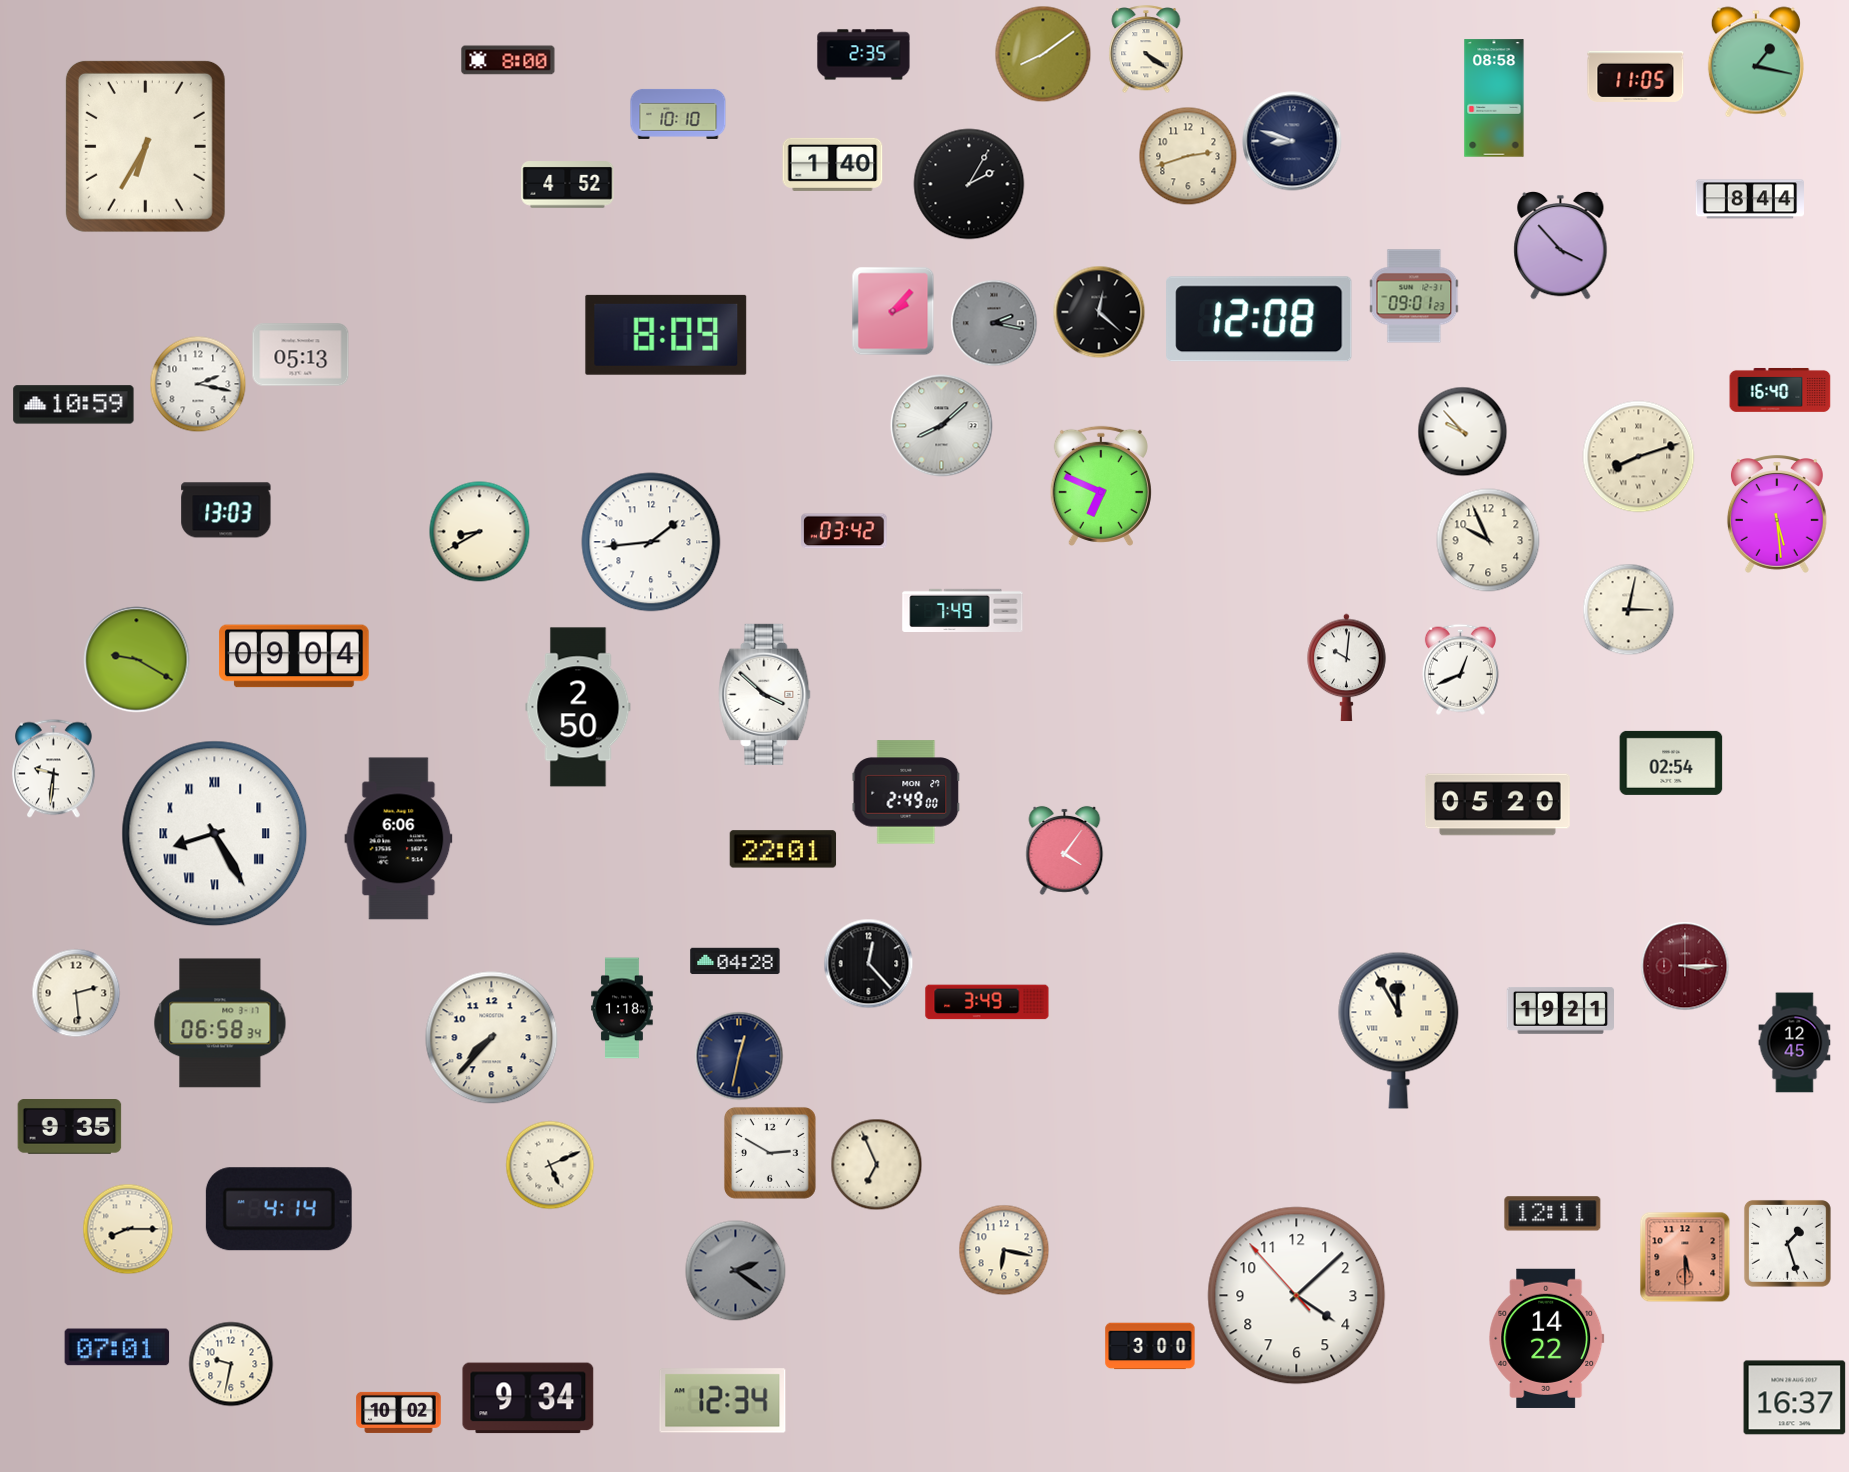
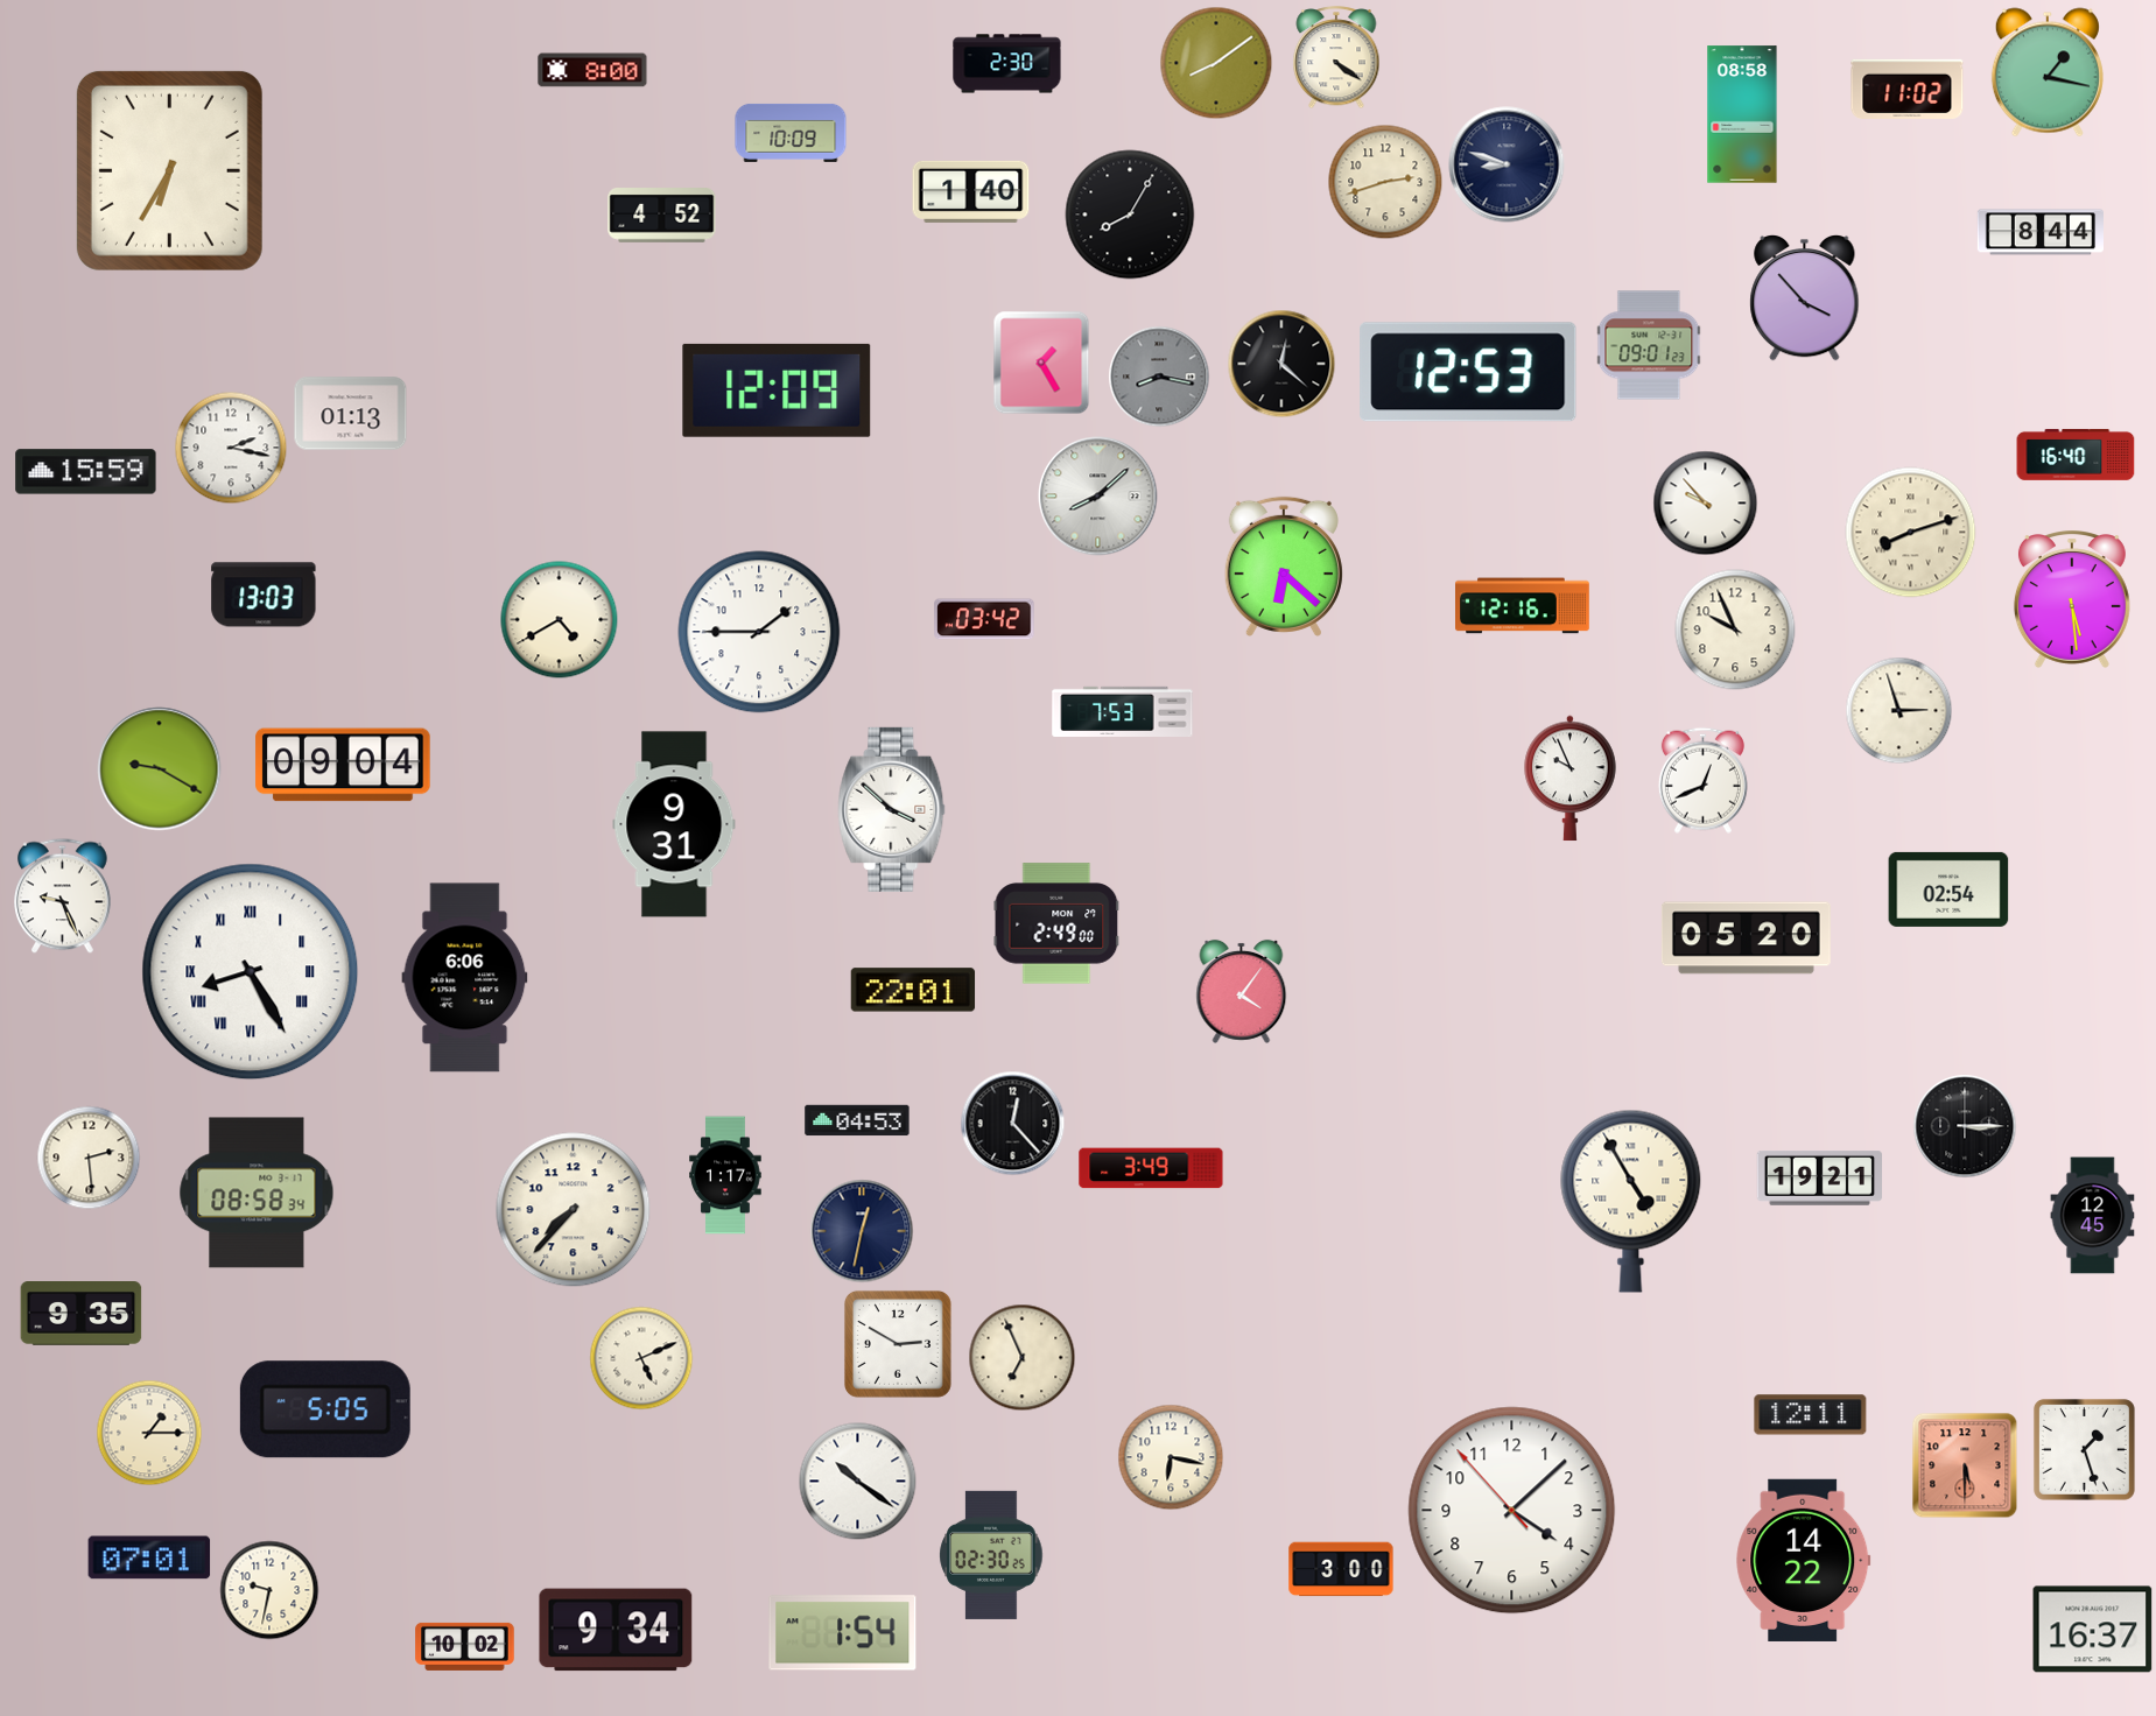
clock at (864, 55): 2:35 -> 2:30
clock at (1636, 76): 11:05 -> 11:02
clock at (678, 114): 10:10 -> 10:09
clock at (969, 184): 2:05 -> 8:05
clock at (1561, 245) position: (1561, 245) -> (1805, 297)
clock at (893, 311): 2:07 -> 1:25
clock at (1259, 319): 12:08 -> 12:53
clock at (994, 323): 2:17 -> 8:17
clock at (666, 335): 8:09 -> 12:09
clock at (301, 355): 05:13 -> 01:13
clock at (74, 405): 10:59 -> 15:59
clock at (1101, 486): 6:49 -> 6:22
clock at (1523, 606): none -> 12:16
clock at (480, 532): 8:40 -> 4:40
clock at (651, 542): 1:44 -> 1:45
clock at (963, 610): 7:49 -> 7:53
clock at (1629, 610): 3:02 -> 2:57
clock at (1347, 667): 10:01 -> 9:56
clock at (578, 707): 2:50 -> 9:31
clock at (54, 769): 9:31 -> 9:26
clock at (735, 961): 04:28 -> 04:53
clock at (1685, 966) dial: burgundy -> black
clock at (622, 1008): 1:18 -> 1:17
clock at (220, 1023): 06:58 -> 08:58
clock at (1399, 1030): 11:55 -> 4:55
clock at (279, 1209): 4:14 -> 5:05
clock at (128, 1229): 8:15 -> 1:15
clock at (736, 1271): 2:21 -> 10:21
clock at (736, 1271) dial: grey -> white
clock at (991, 1555): none -> 02:30
clock at (117, 1347) position: (117, 1347) -> (149, 1557)
clock at (723, 1401): 12:34 -> 1:54
